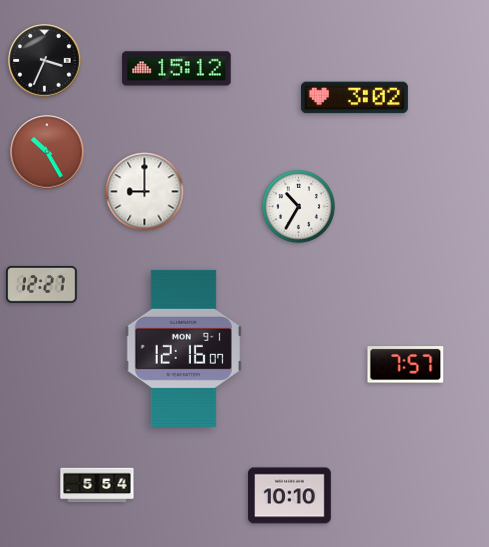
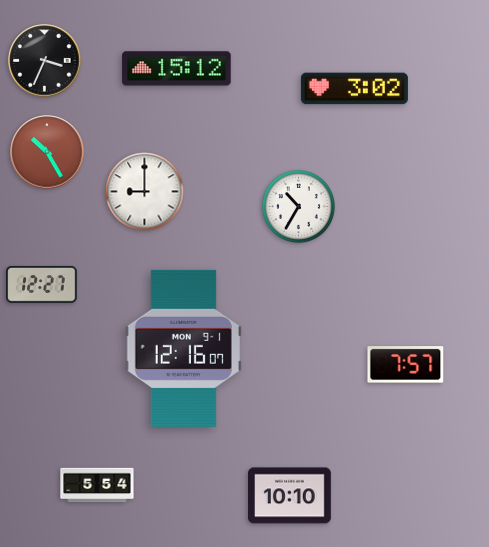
clock at (354, 98) position: (354, 98) -> (354, 89)
